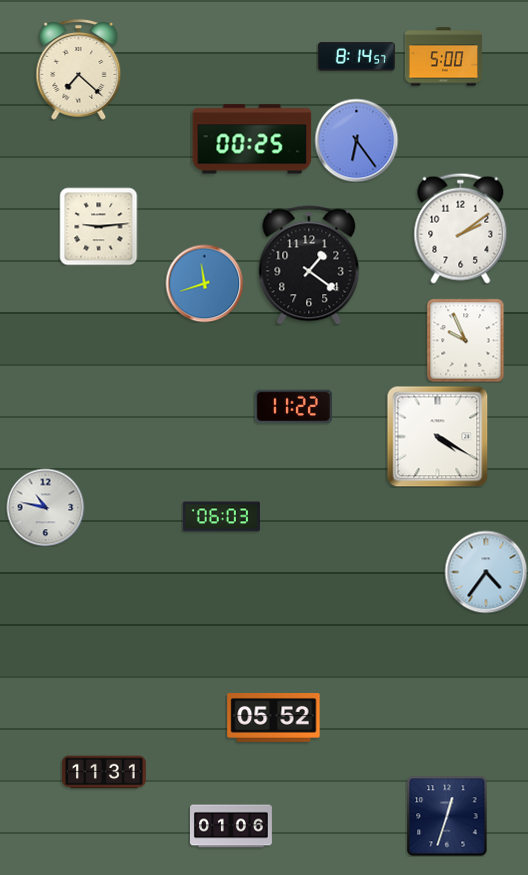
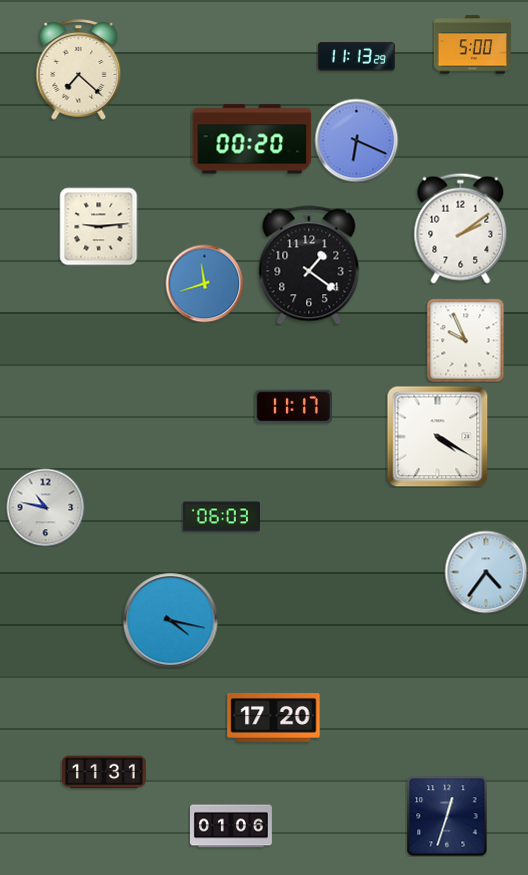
clock at (356, 57): 8:14 -> 11:13
clock at (443, 57) position: (443, 57) -> (472, 45)
clock at (252, 139): 00:25 -> 00:20
clock at (356, 140): 6:24 -> 6:19
clock at (293, 407): 11:22 -> 11:17
clock at (170, 620): none -> 4:17
clock at (274, 718): 05:52 -> 17:20
